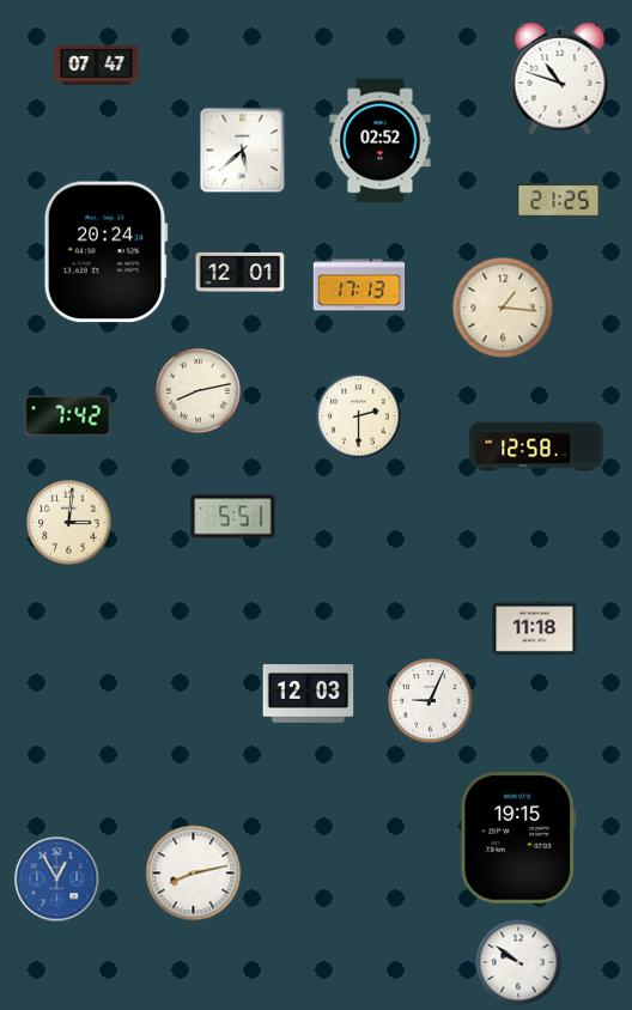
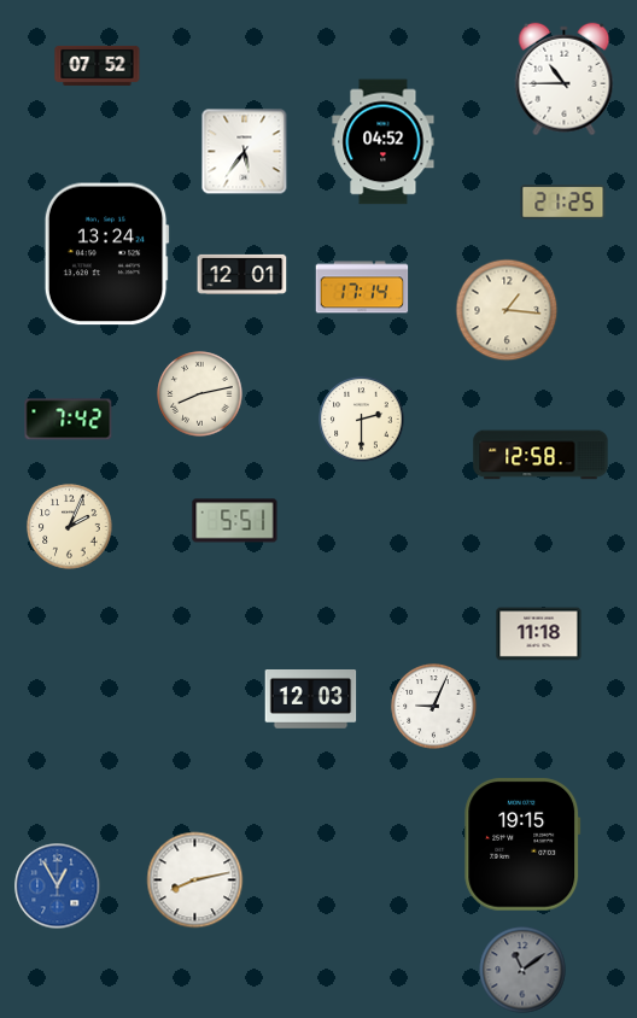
clock at (97, 65): 07:47 -> 07:52
clock at (560, 79): 10:48 -> 10:45
clock at (381, 141): 02:52 -> 04:52
clock at (243, 151): 5:38 -> 5:36
clock at (105, 252): 20:24 -> 13:24
clock at (359, 285): 17:13 -> 17:14
clock at (536, 446) position: (536, 446) -> (540, 455)
clock at (69, 523): 3:01 -> 2:04
clock at (518, 962): 9:51 -> 11:09
clock at (518, 962) dial: white -> grey
